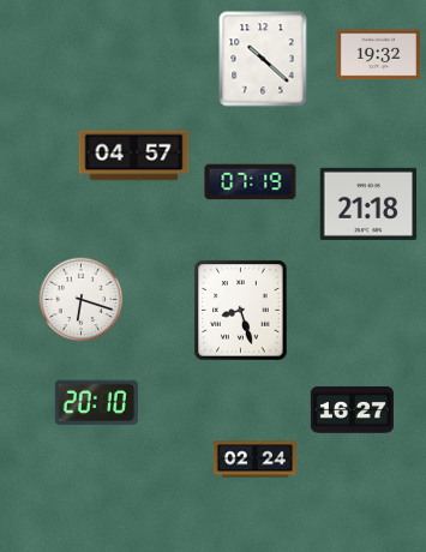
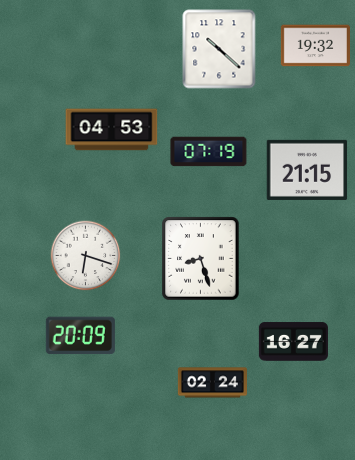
clock at (134, 156): 04:57 -> 04:53
clock at (368, 204): 21:18 -> 21:15
clock at (82, 300) position: (82, 300) -> (86, 256)
clock at (96, 403): 20:10 -> 20:09
